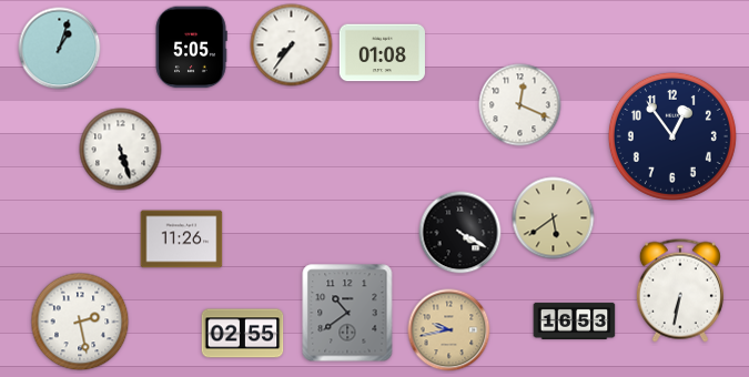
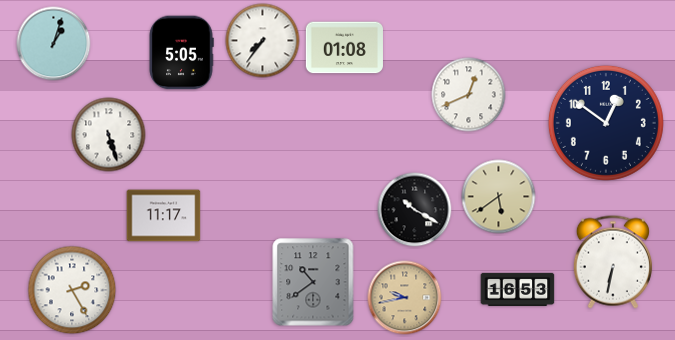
clock at (191, 48) position: (191, 48) -> (181, 53)
clock at (520, 105): 12:19 -> 12:41
clock at (672, 136): 12:54 -> 12:51
clock at (460, 233): 4:20 -> 10:20
clock at (182, 240): 11:26 -> 11:17
clock at (80, 322): 2:28 -> 2:25
clock at (243, 334): 02:55 -> none
